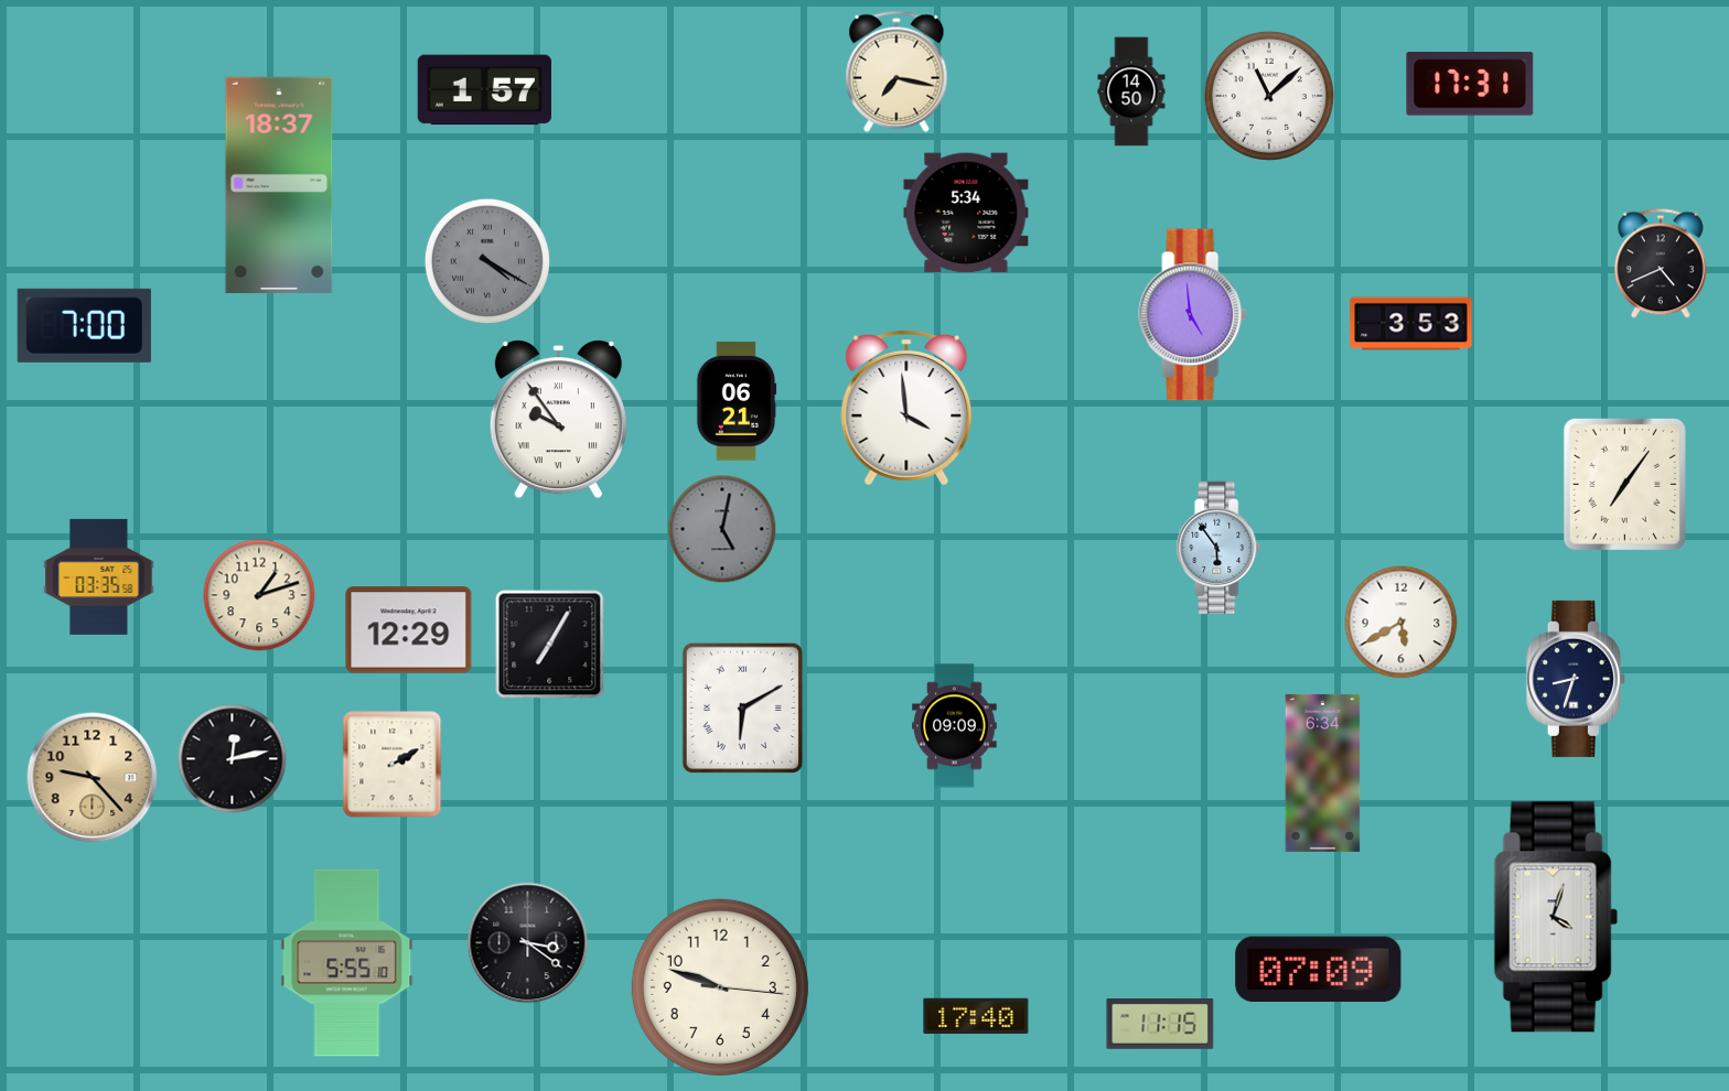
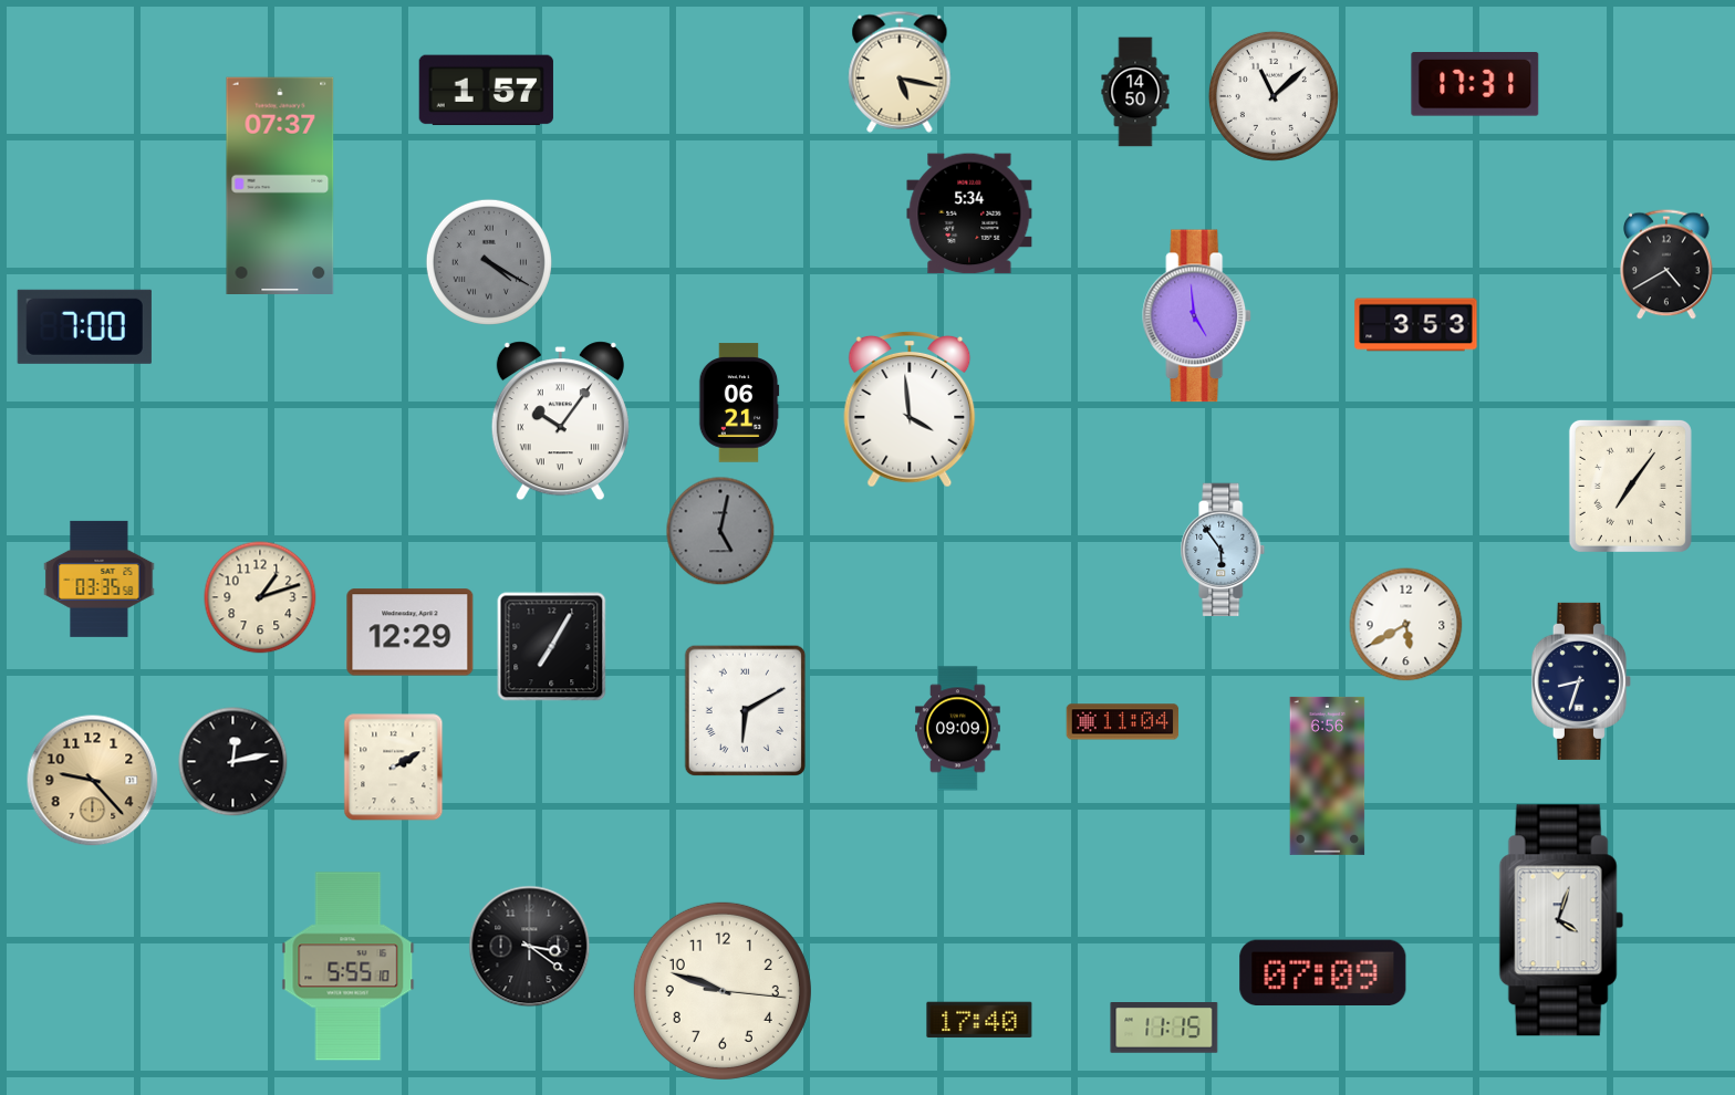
clock at (896, 72): 7:17 -> 5:17
clock at (279, 184): 18:37 -> 07:37
clock at (1661, 263): 4:41 -> 4:40
clock at (558, 420): 9:54 -> 10:06
clock at (722, 529) position: (722, 529) -> (720, 531)
clock at (1123, 722): none -> 11:04
clock at (1323, 773): 6:34 -> 6:56
